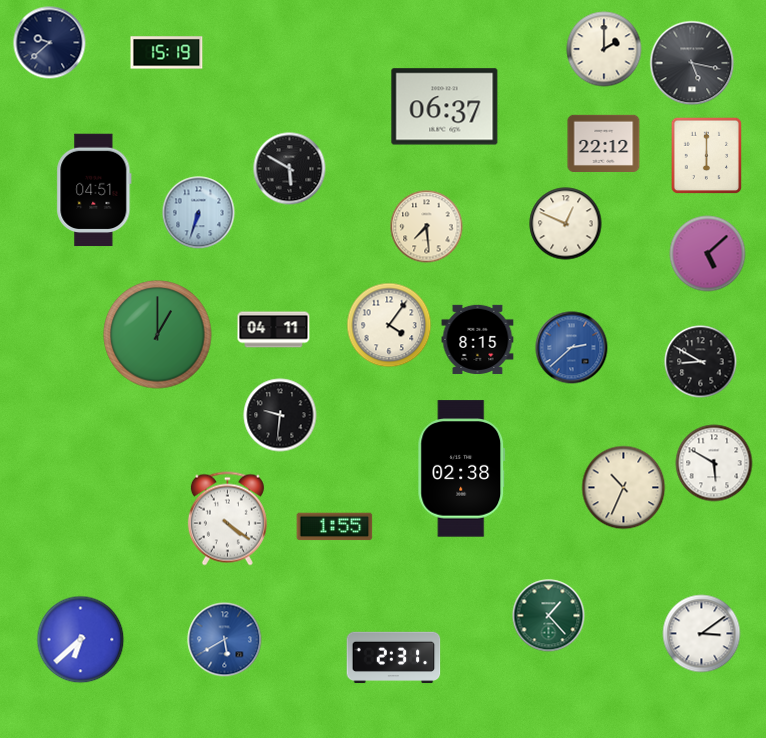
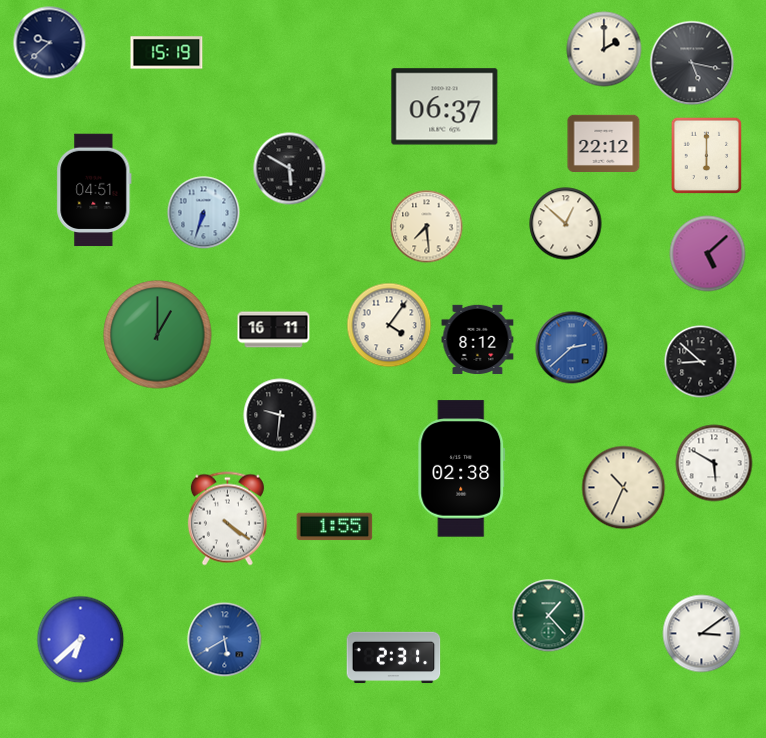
clock at (199, 213) position: (199, 213) -> (204, 213)
clock at (566, 224): 12:49 -> 12:52
clock at (274, 330): 04:11 -> 16:11
clock at (478, 339): 8:15 -> 8:12
clock at (701, 362): 8:50 -> 8:52
